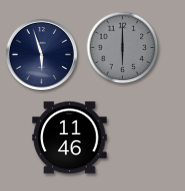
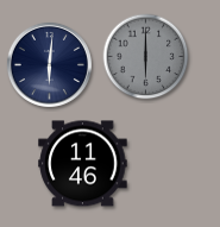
clock at (41, 54): 5:57 -> 6:01
